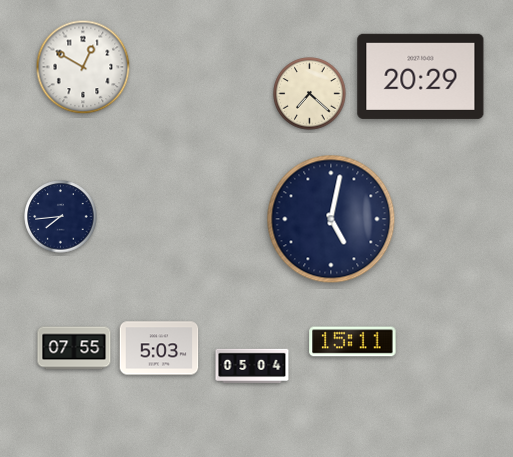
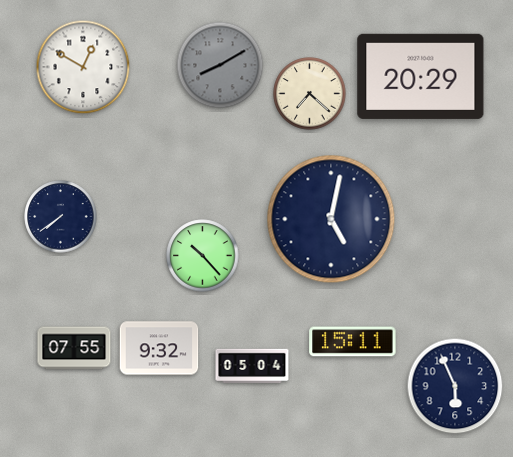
clock at (220, 65): none -> 8:10
clock at (61, 217): 7:44 -> 7:39
clock at (203, 256): none -> 10:23
clock at (159, 348): 5:03 -> 9:32
clock at (455, 386): none -> 5:56
